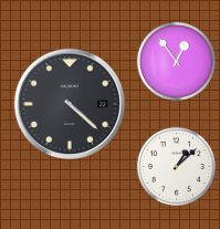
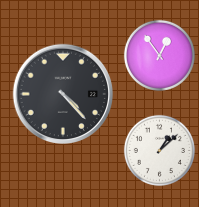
clock at (69, 103): 4:22 -> 4:23
